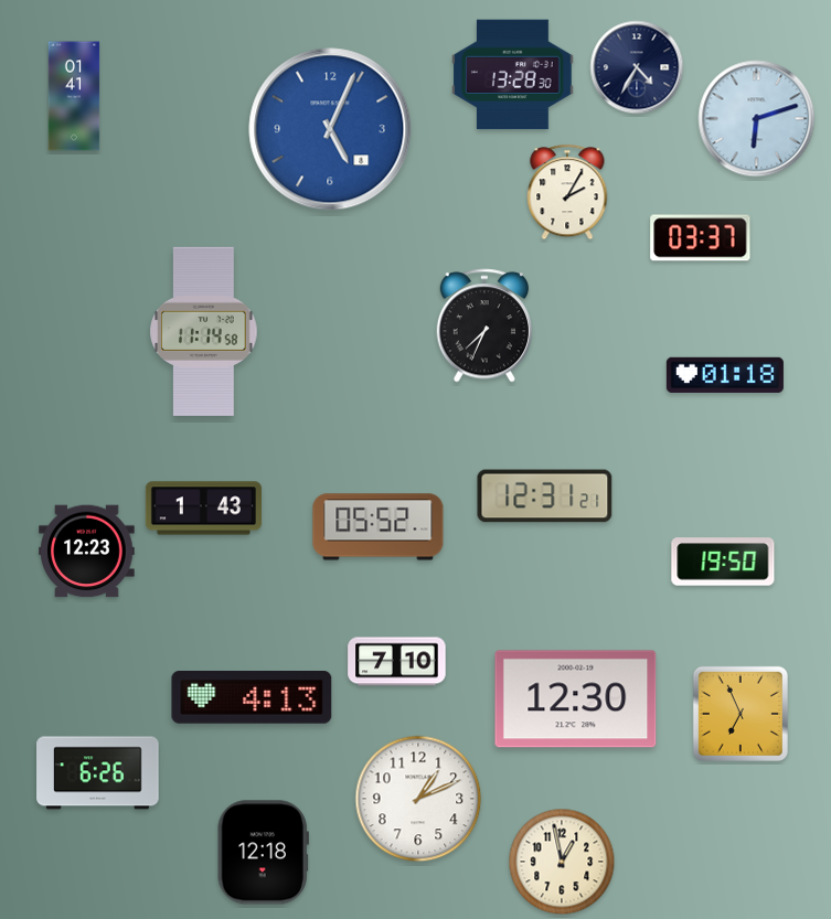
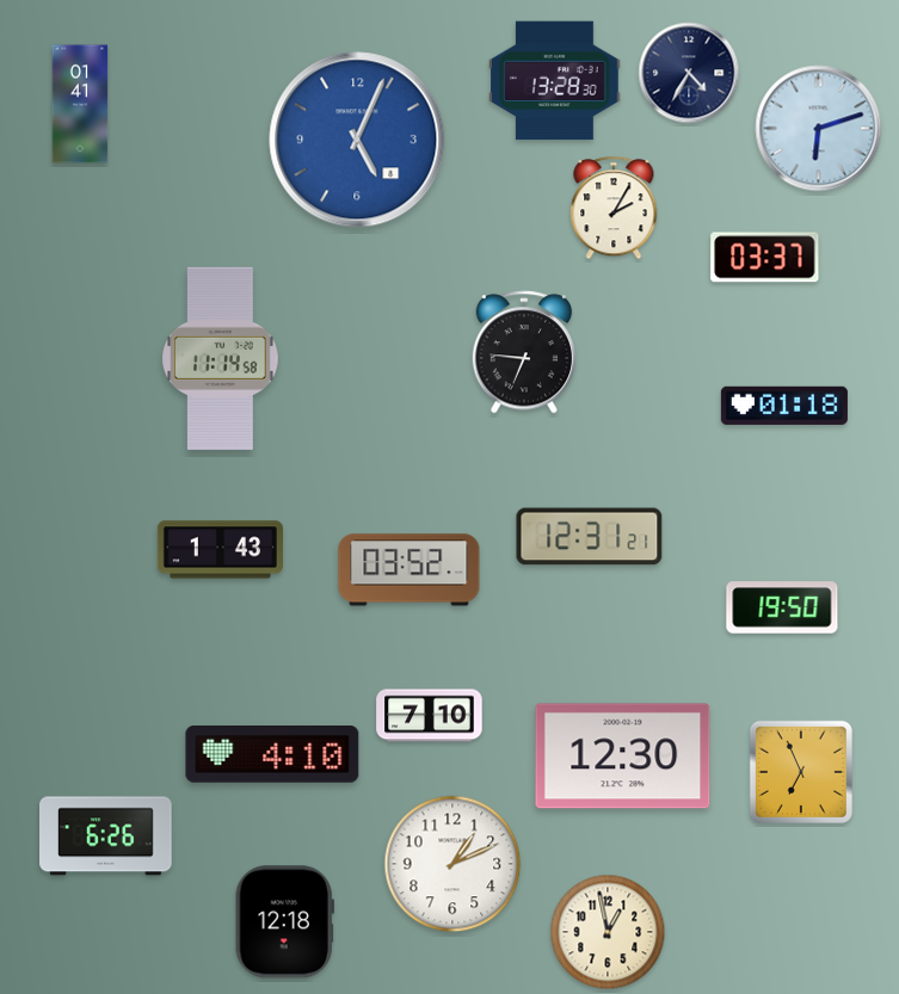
clock at (701, 238) position: (701, 238) -> (765, 258)
clock at (483, 325): 7:34 -> 6:46
clock at (379, 527): 05:52 -> 03:52
clock at (87, 552): 12:23 -> none
clock at (252, 697): 4:13 -> 4:10
